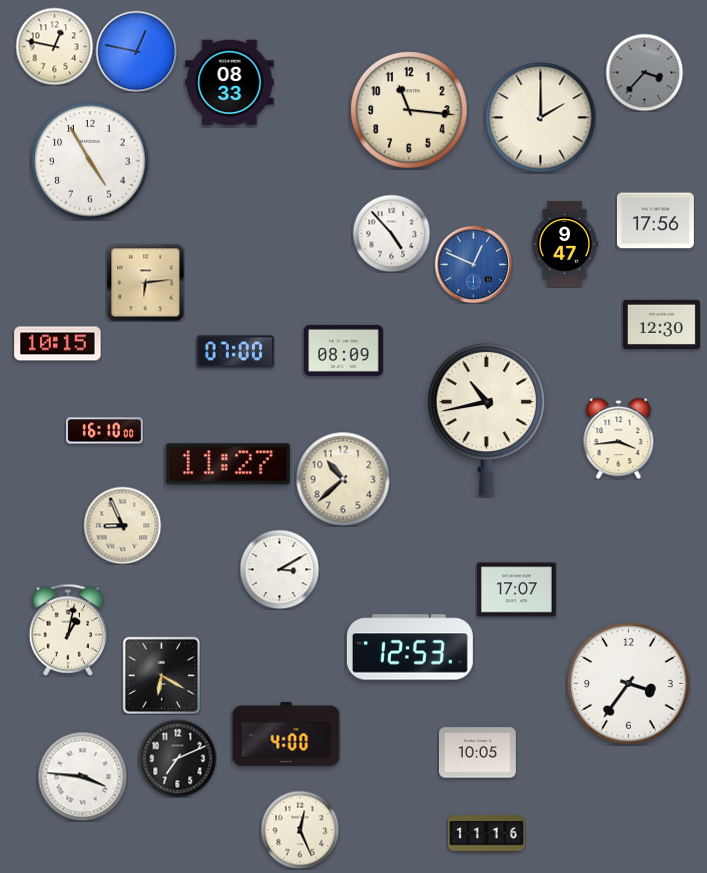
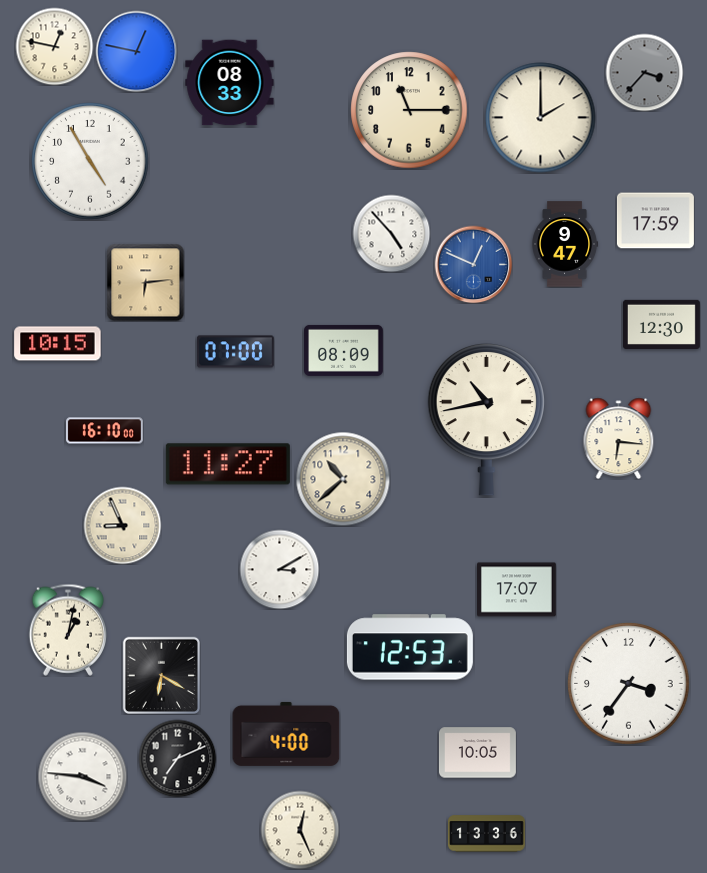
clock at (409, 110): 11:16 -> 11:15
clock at (655, 221): 17:56 -> 17:59
clock at (619, 438): 3:44 -> 6:16
clock at (486, 834): 11:16 -> 13:36
